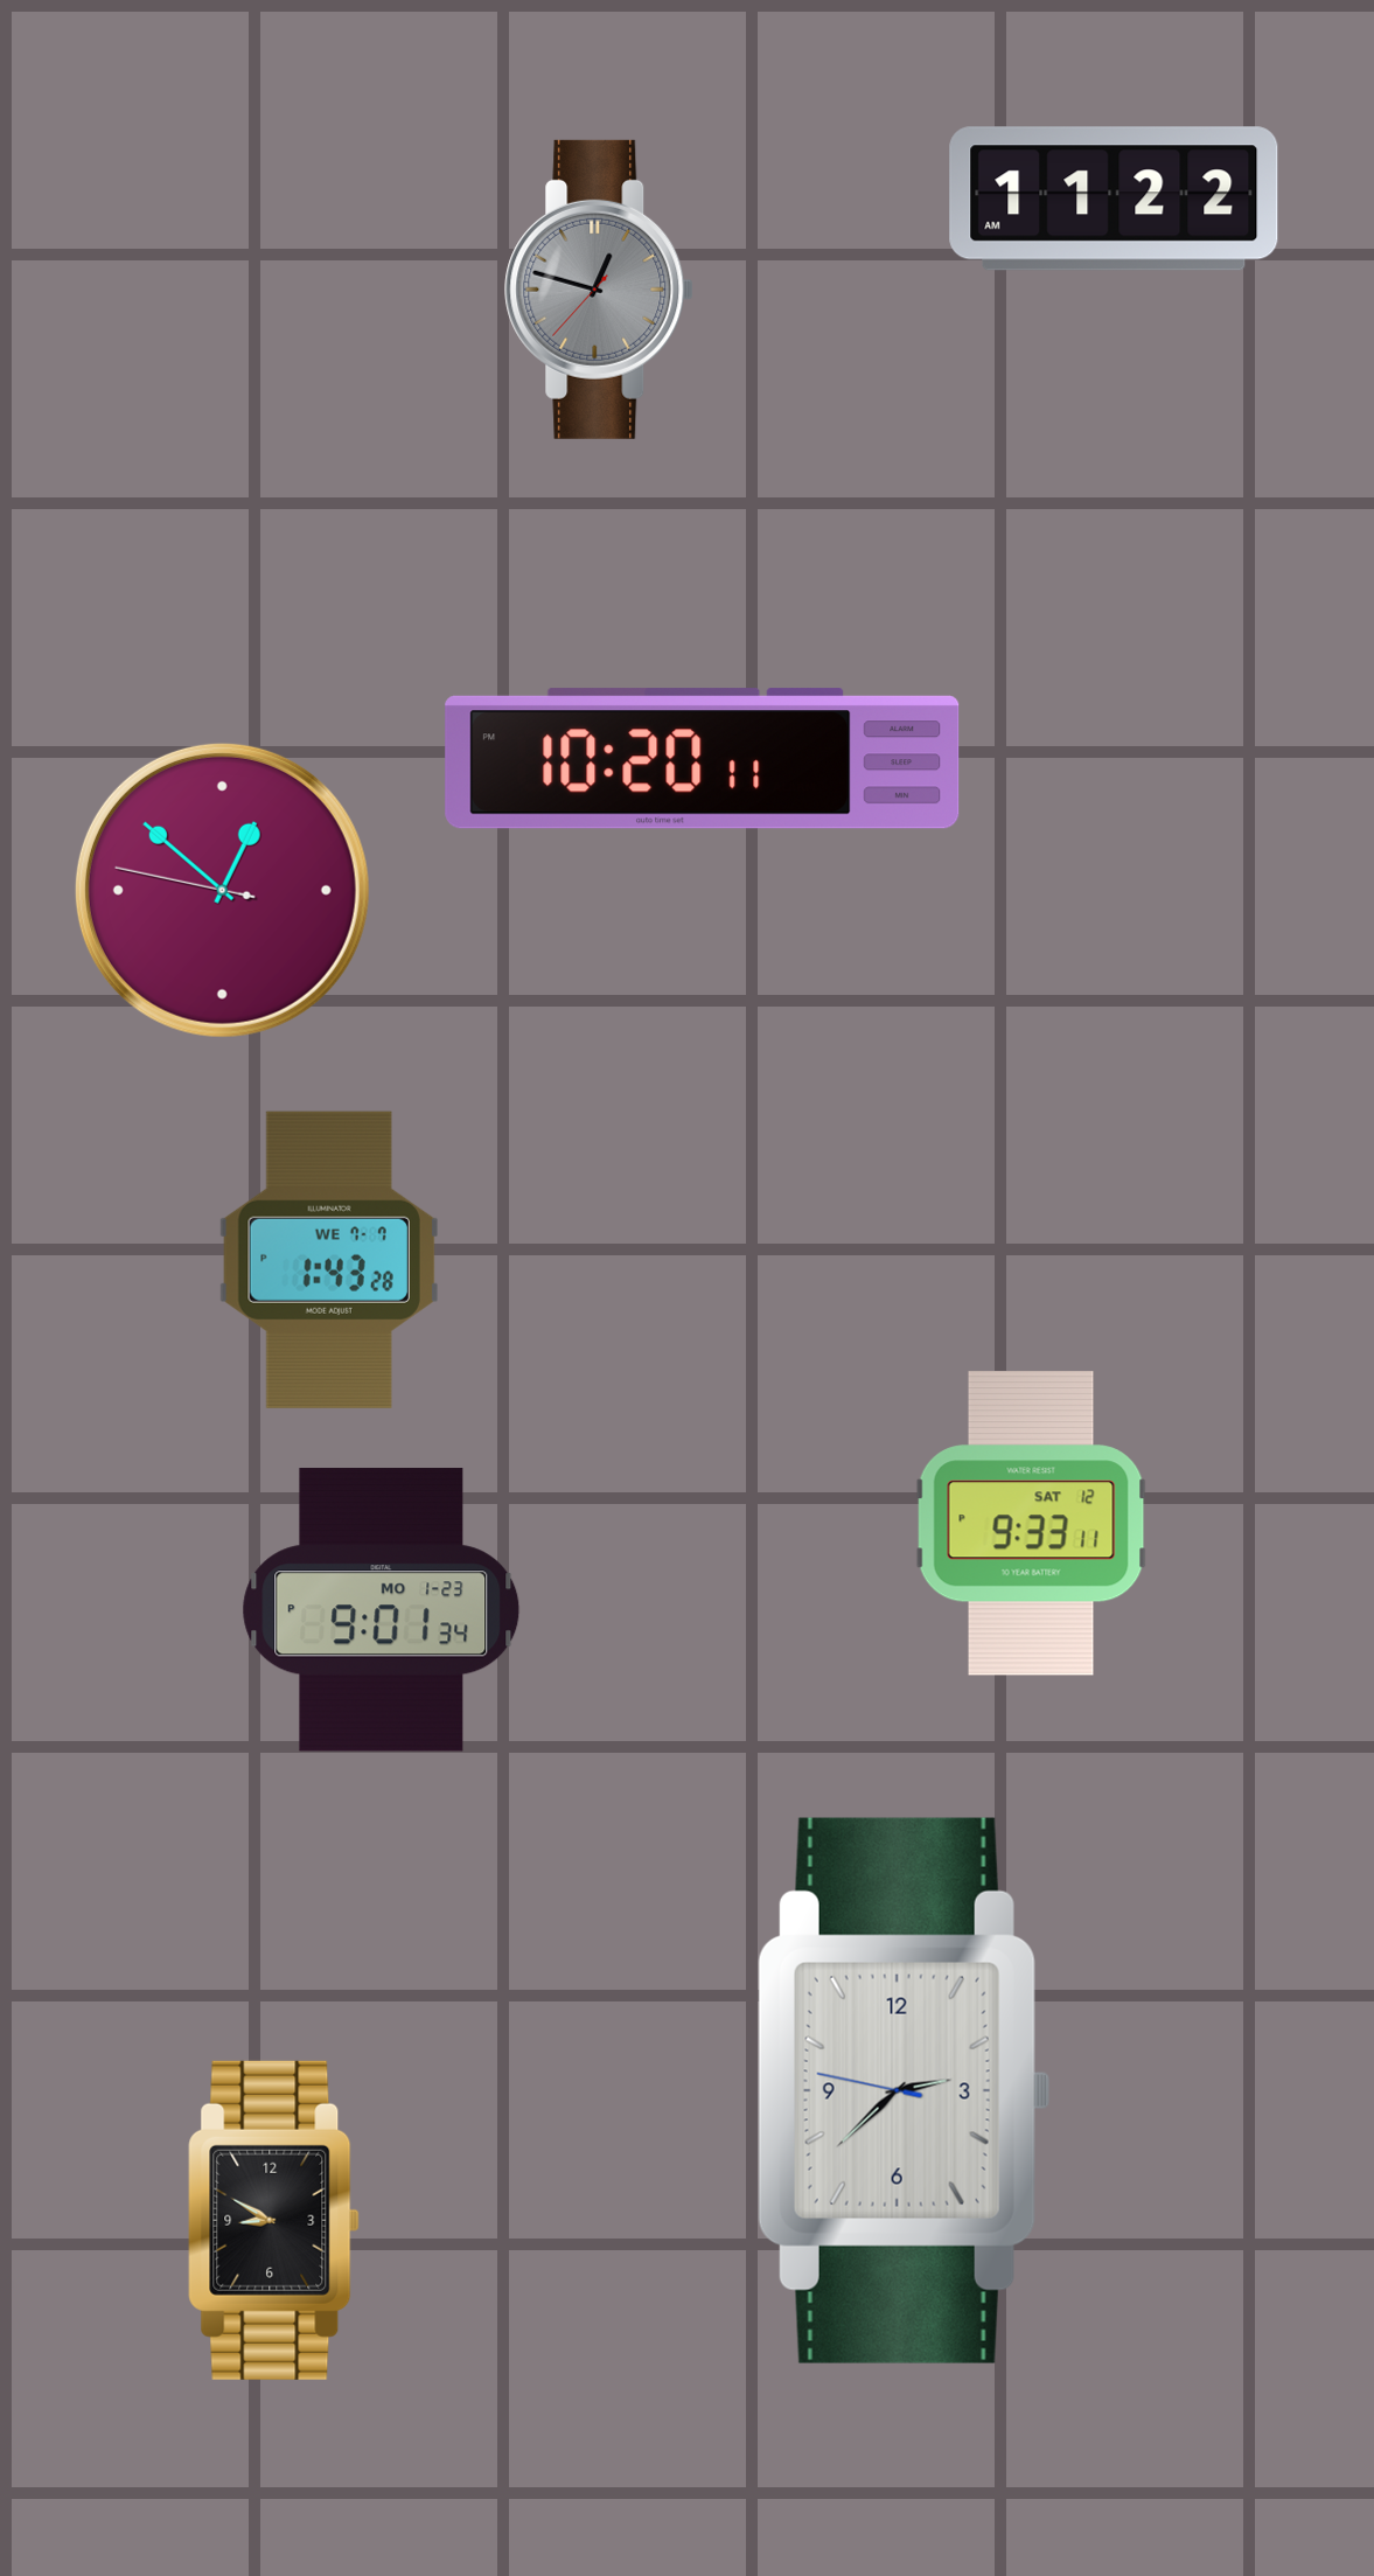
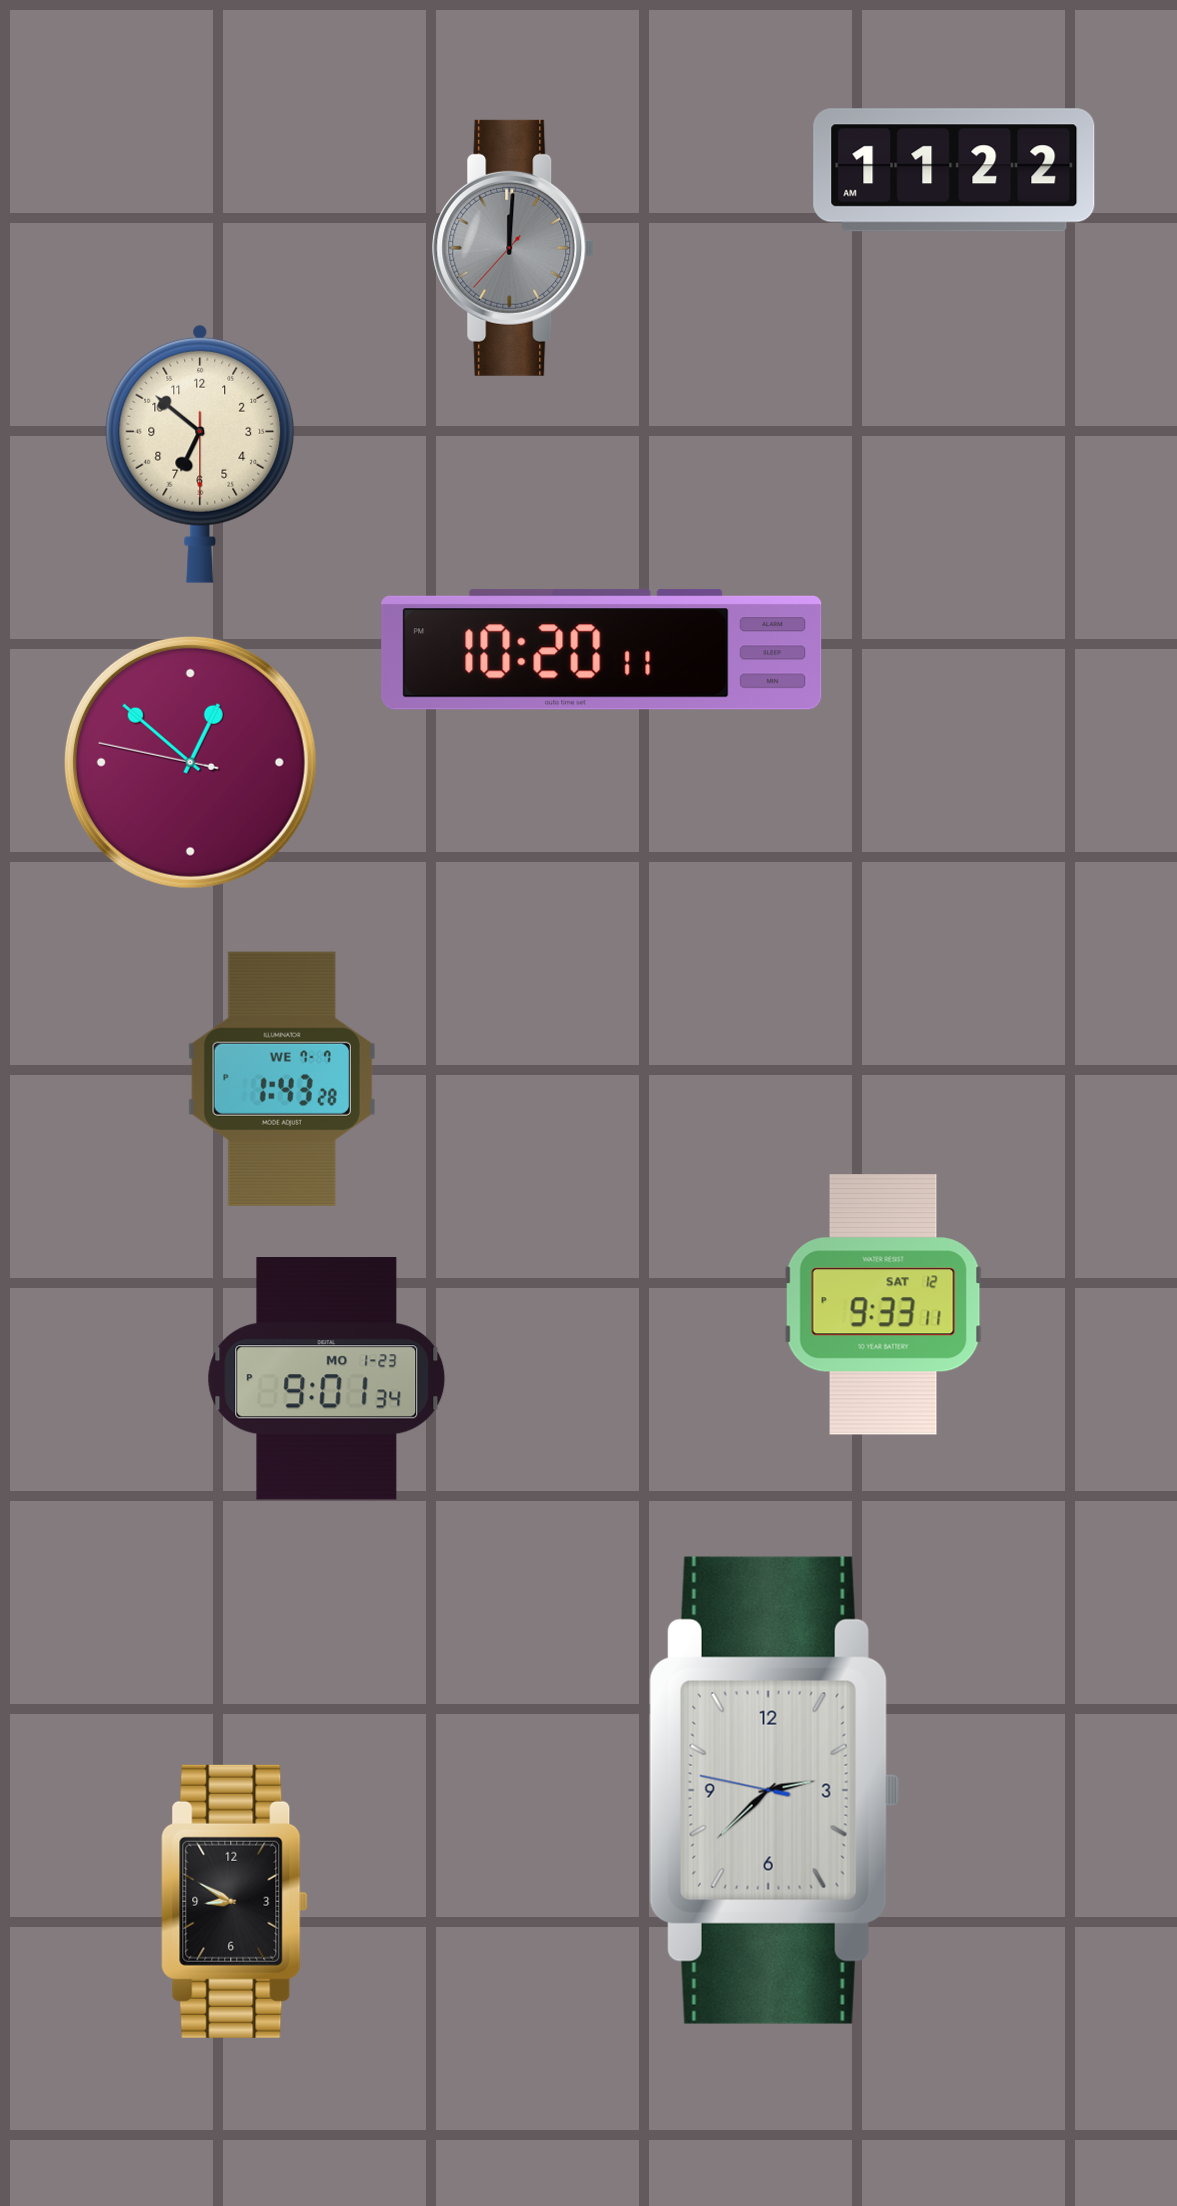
clock at (599, 290): 12:47 -> 12:00
clock at (200, 454): none -> 6:51
